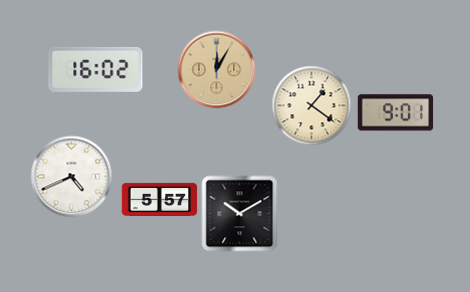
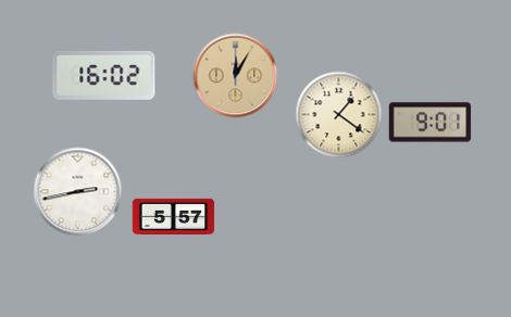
clock at (72, 177): 4:41 -> 2:43
clock at (240, 214): 10:10 -> none
